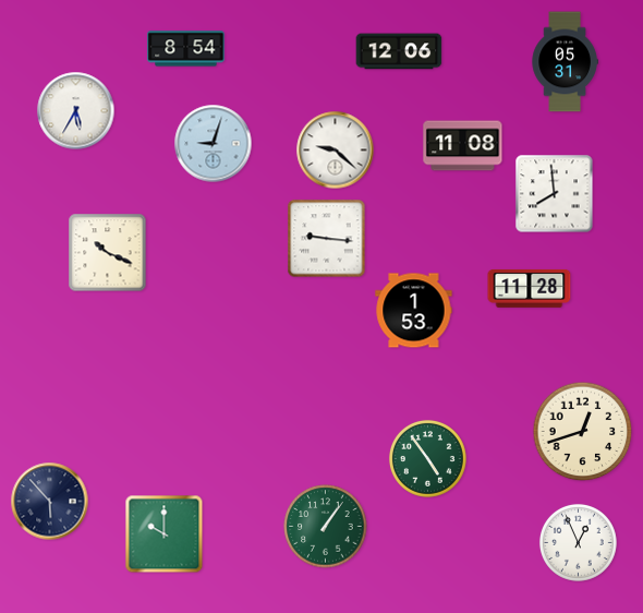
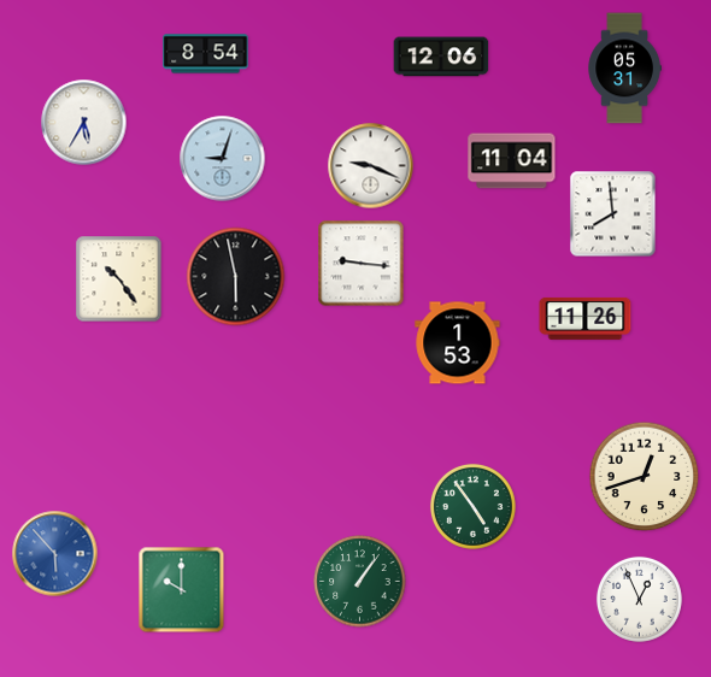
clock at (214, 144) position: (214, 144) -> (223, 159)
clock at (463, 146): 11:08 -> 11:04
clock at (336, 151): 9:22 -> 9:19
clock at (236, 277): none -> 5:58
clock at (108, 253): 10:19 -> 10:24
clock at (530, 288): 11:28 -> 11:26
clock at (50, 502) dial: navy -> blue
